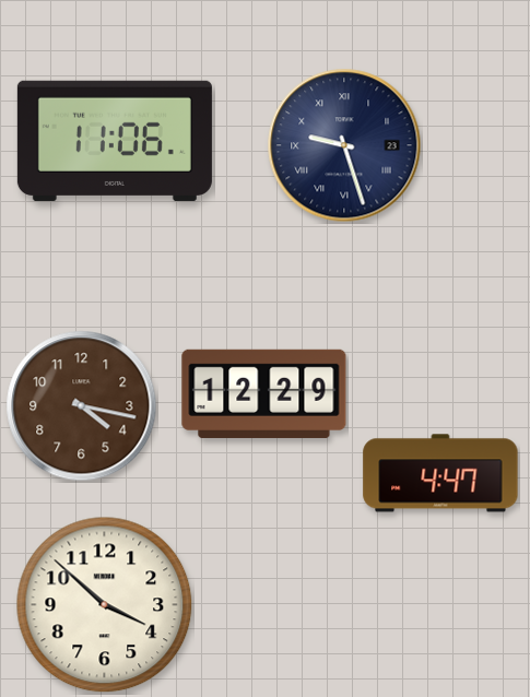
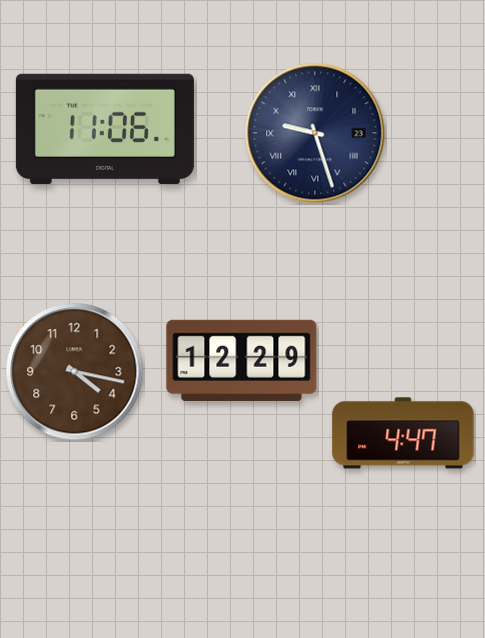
clock at (105, 605): 3:52 -> none
